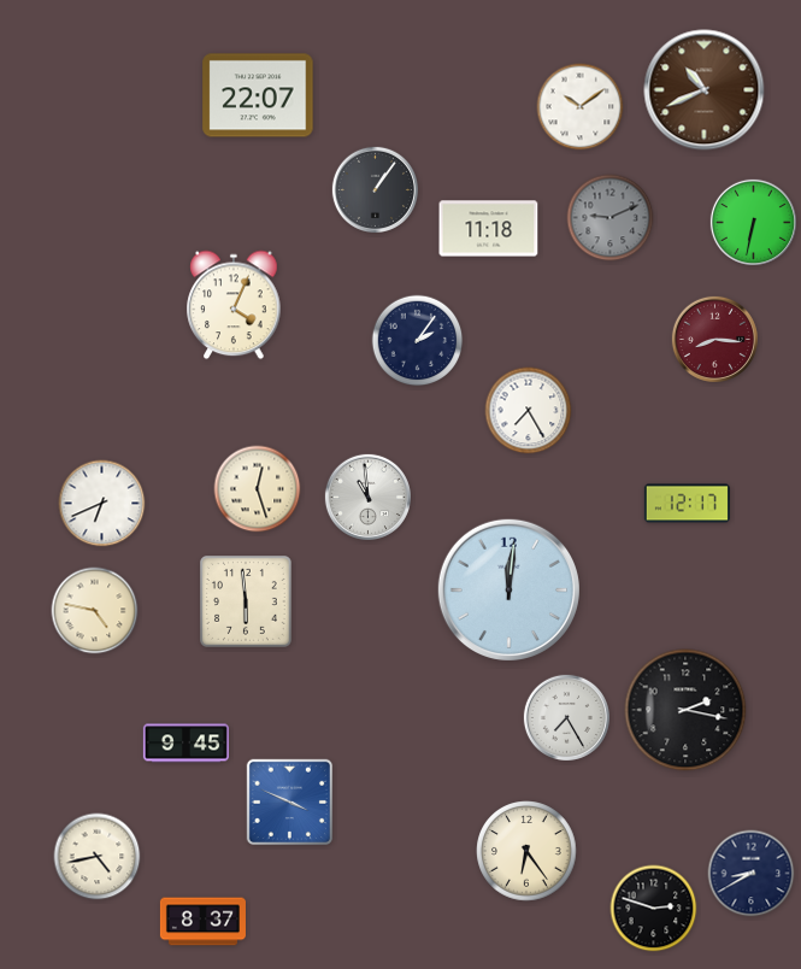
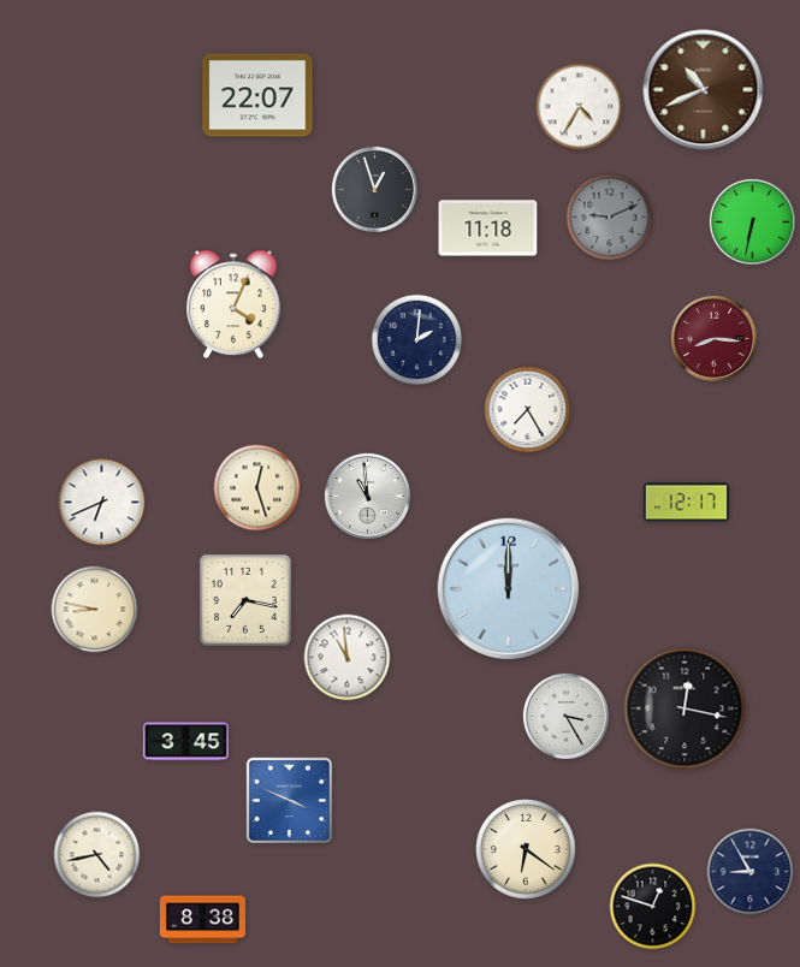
clock at (581, 107): 10:09 -> 4:35
clock at (375, 189): 1:06 -> 12:57
clock at (418, 341): 2:06 -> 2:01
clock at (508, 589): 12:01 -> 12:00
clock at (247, 603): 5:59 -> 7:17
clock at (95, 611): 4:47 -> 8:47
clock at (348, 658): none -> 10:59
clock at (685, 710): 2:17 -> 12:17
clock at (566, 717): 7:25 -> 3:25
clock at (185, 744): 9:45 -> 3:45
clock at (526, 851): 6:24 -> 6:21
clock at (752, 874): 8:40 -> 8:55
clock at (654, 909): 2:48 -> 12:48
clock at (202, 922): 8:37 -> 8:38
